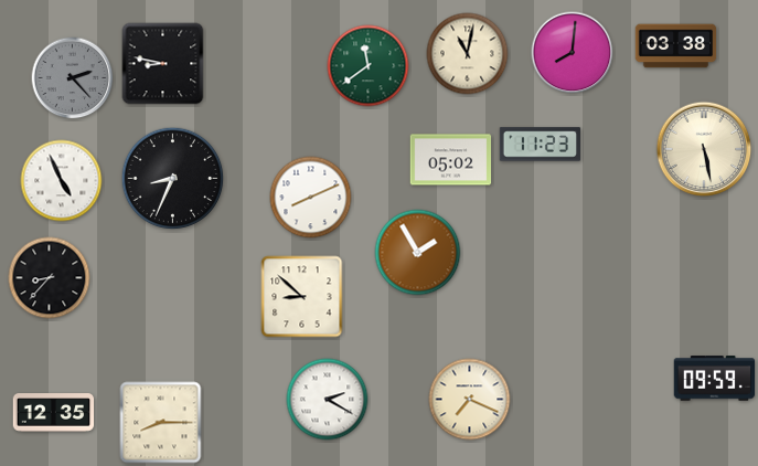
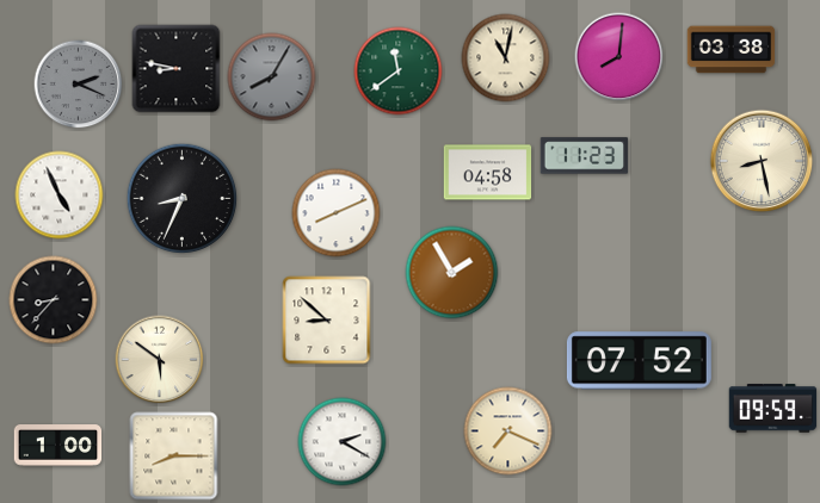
clock at (272, 77): none -> 8:05
clock at (73, 78): 2:23 -> 2:19
clock at (704, 149): 5:28 -> 8:28
clock at (451, 160): 05:02 -> 04:58
clock at (173, 179) position: (173, 179) -> (183, 199)
clock at (62, 181) position: (62, 181) -> (60, 195)
clock at (160, 360): none -> 5:51
clock at (639, 361): none -> 07:52
clock at (328, 400) position: (328, 400) -> (343, 442)
clock at (54, 413): 12:35 -> 1:00
